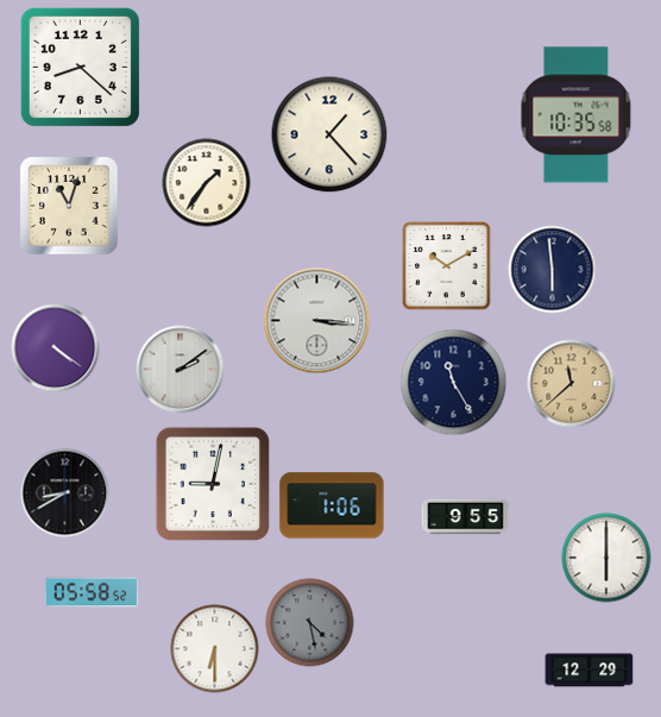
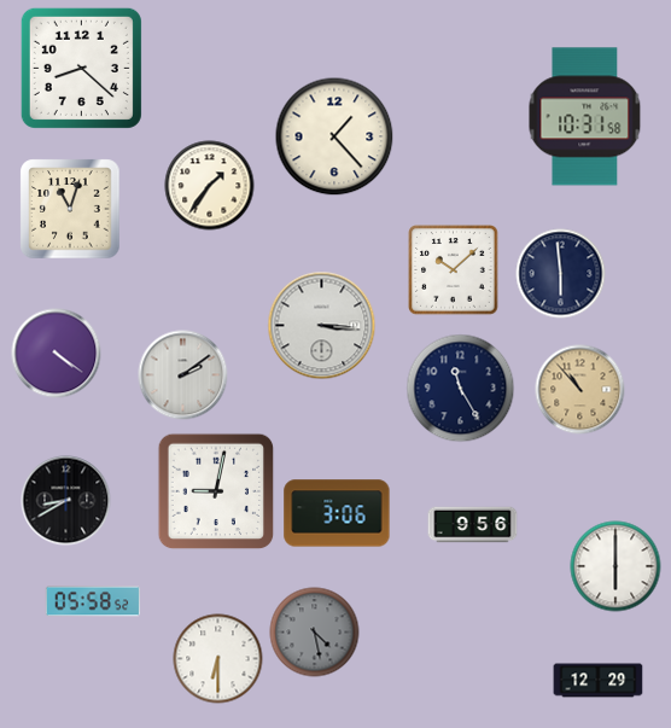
clock at (577, 115): 10:35 -> 10:31
clock at (447, 266): 10:10 -> 10:08
clock at (572, 384): 11:38 -> 10:53
clock at (332, 505): 1:06 -> 3:06
clock at (466, 517): 9:55 -> 9:56
